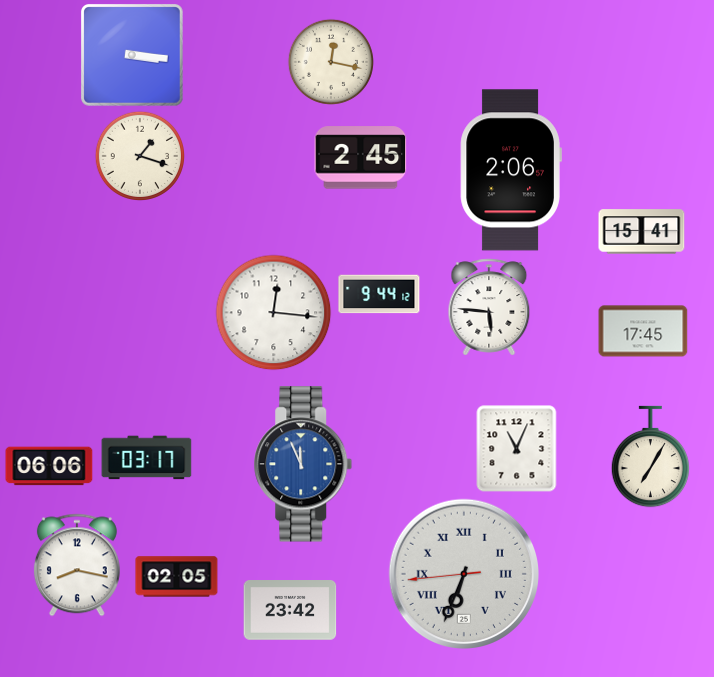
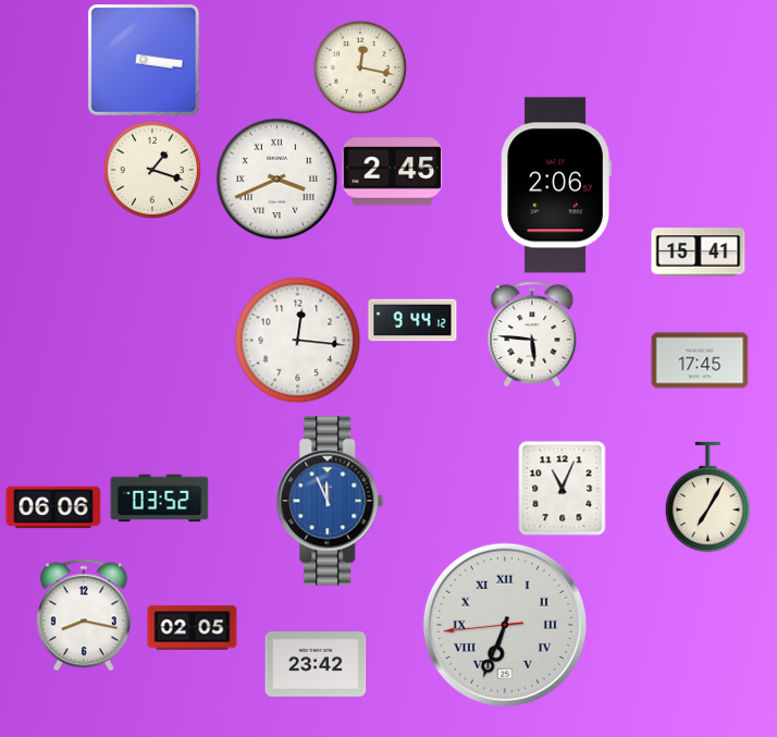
clock at (277, 180): none -> 3:41
clock at (147, 458): 03:17 -> 03:52
clock at (303, 464) position: (303, 464) -> (330, 501)
